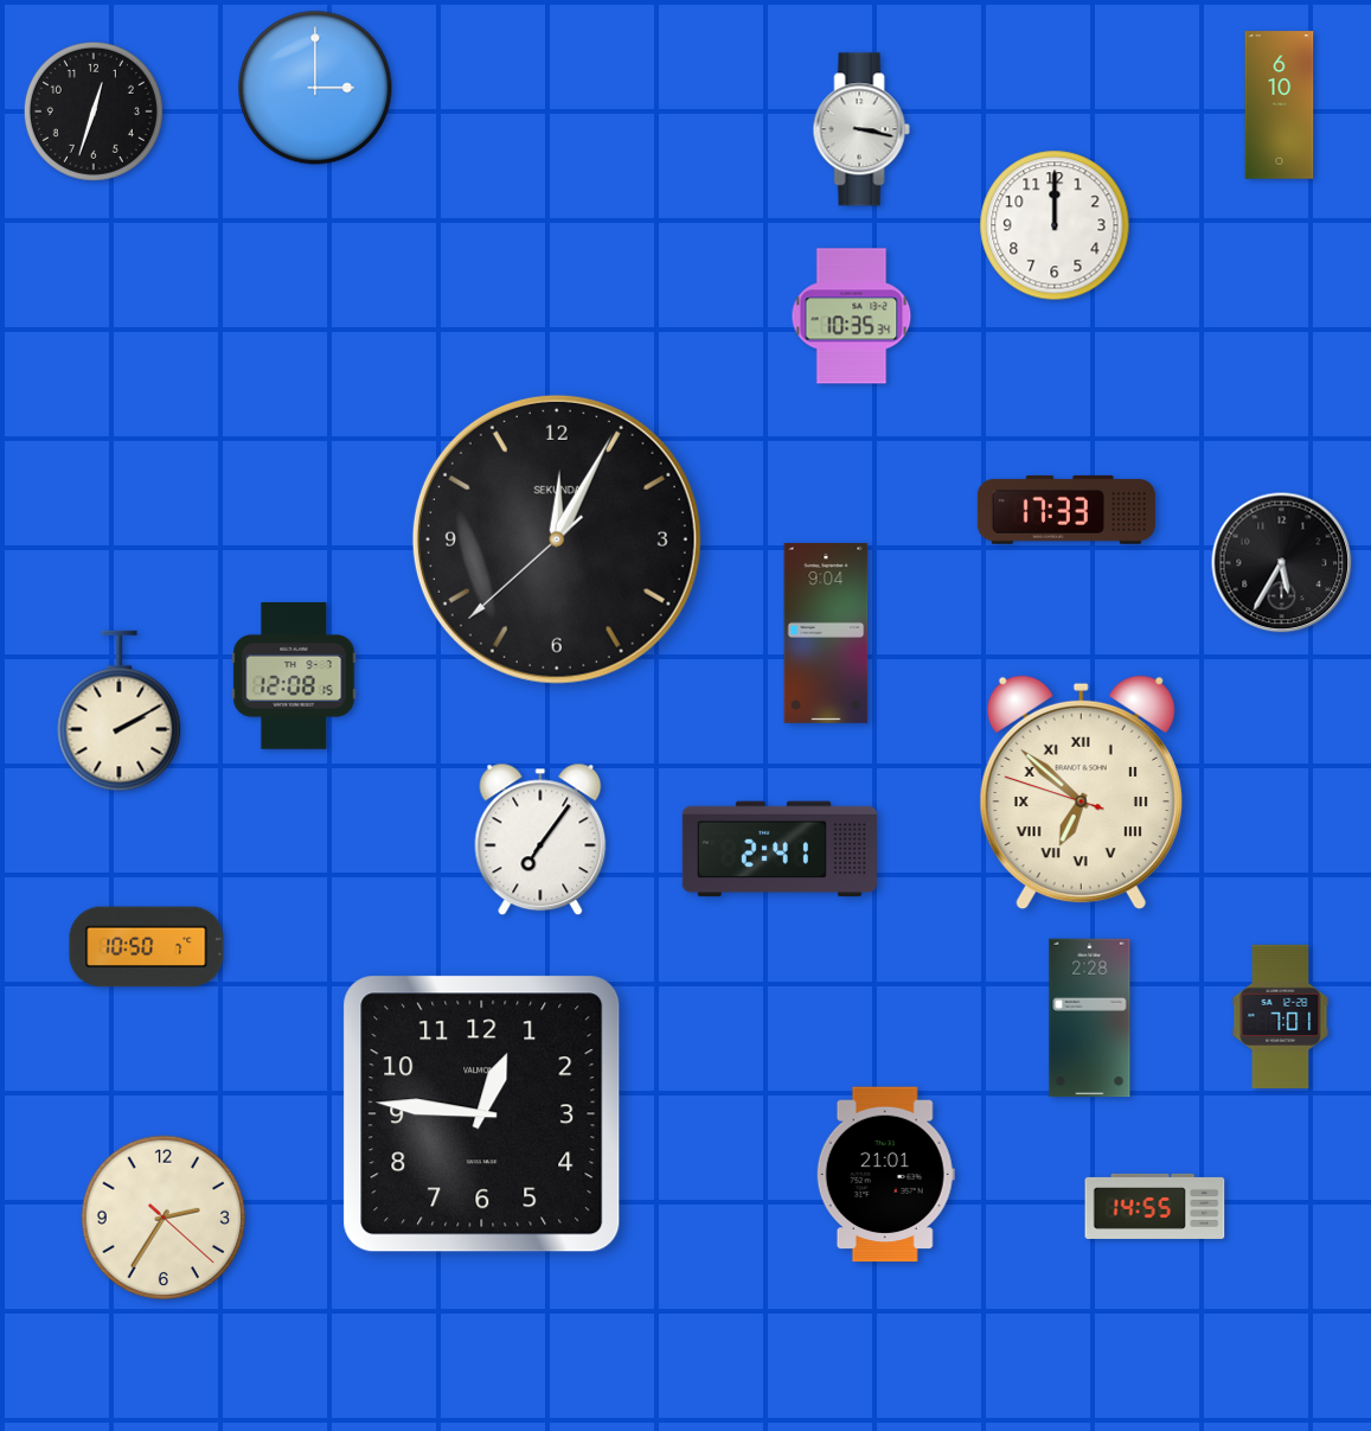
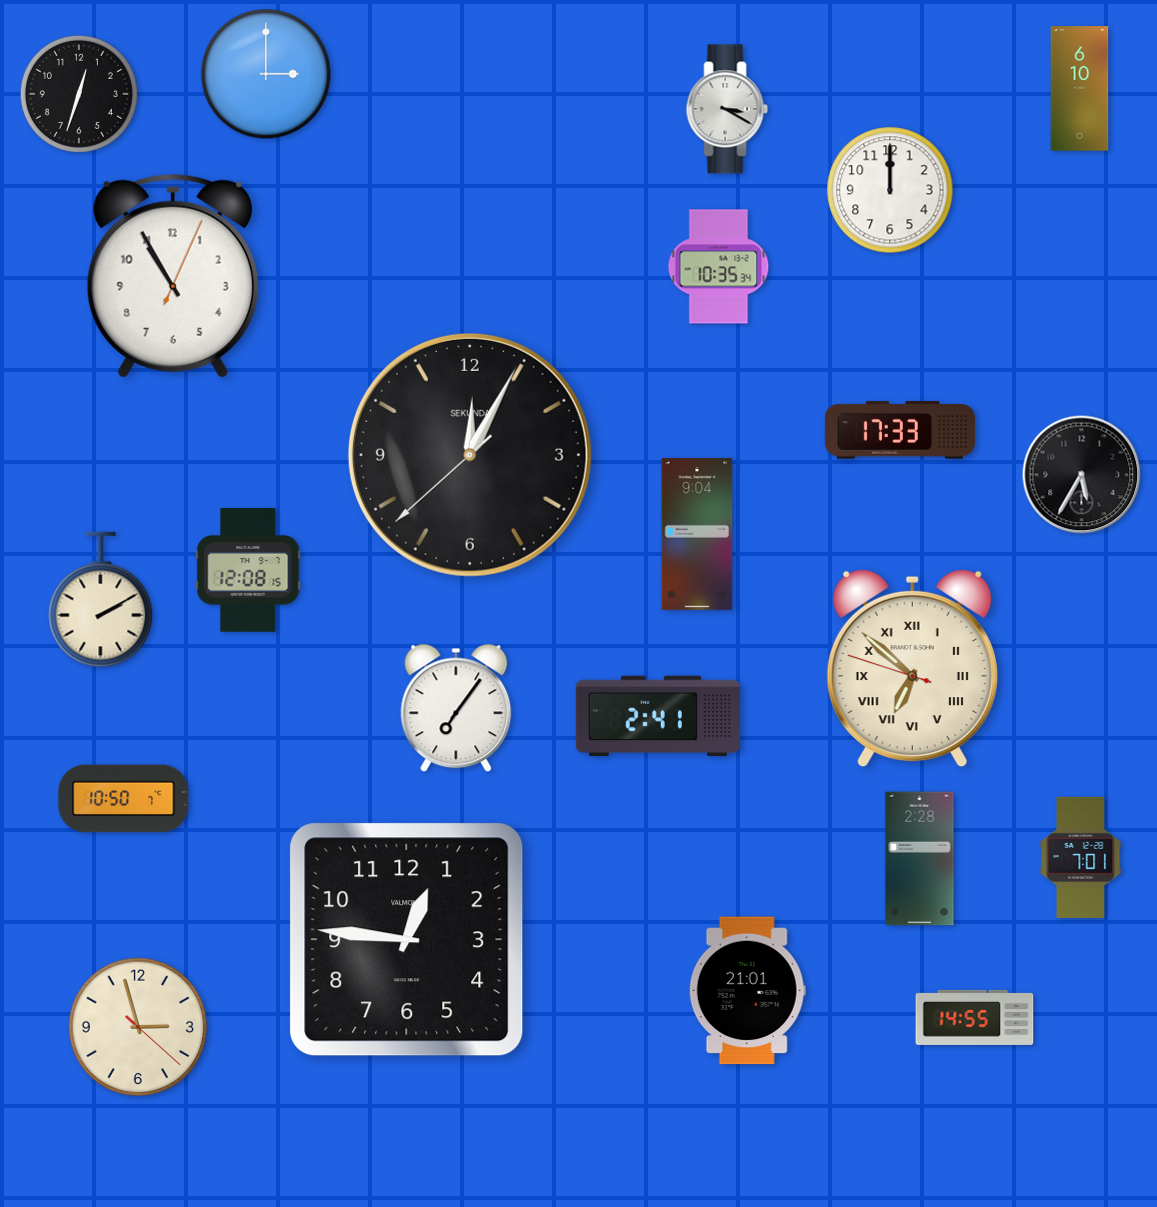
clock at (861, 129): 3:17 -> 3:20
clock at (173, 276): none -> 10:55
clock at (164, 1218): 2:35 -> 2:57
